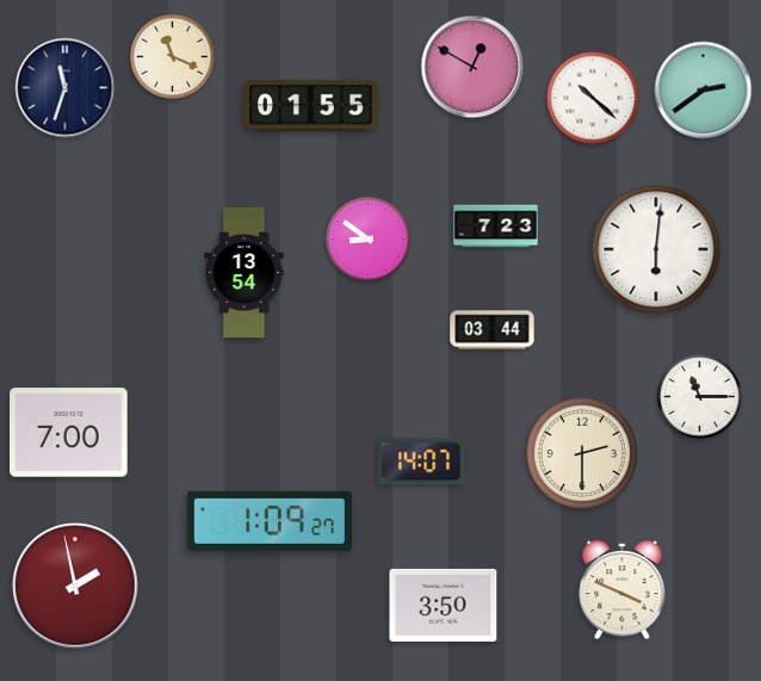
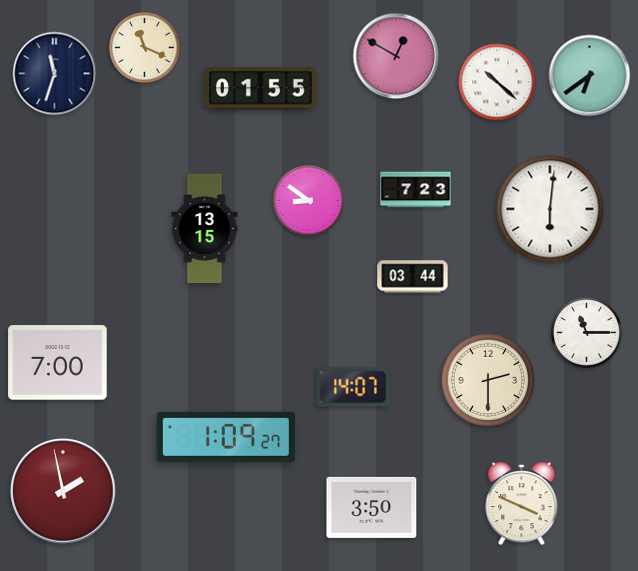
clock at (704, 91): 2:39 -> 6:39
clock at (245, 273): 13:54 -> 13:15
clock at (623, 590) position: (623, 590) -> (522, 504)
